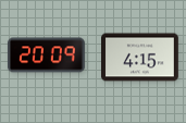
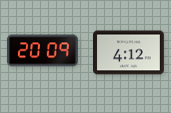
clock at (140, 58): 4:15 -> 4:12
